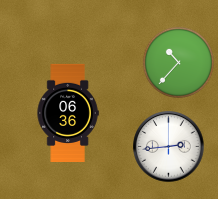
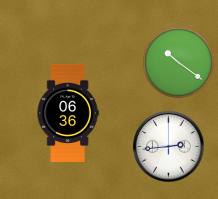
clock at (178, 62): 10:37 -> 10:21
